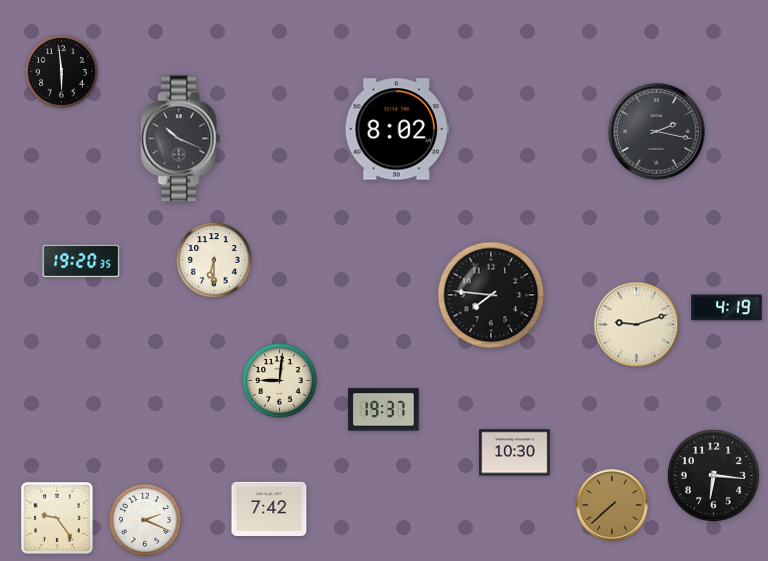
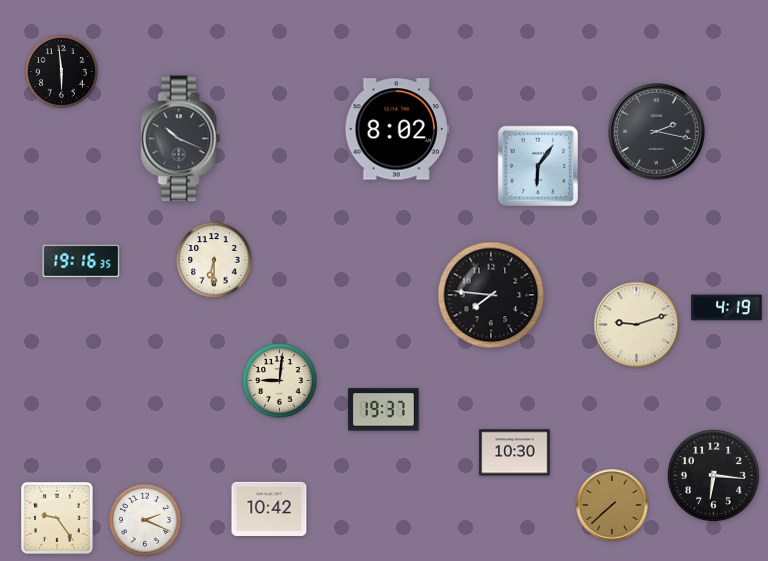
clock at (538, 166): none -> 6:06
clock at (81, 261): 19:20 -> 19:16
clock at (269, 508): 7:42 -> 10:42
